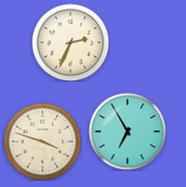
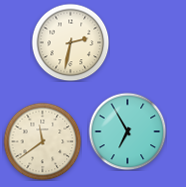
clock at (70, 42): 2:34 -> 2:32
clock at (42, 141): 3:48 -> 11:39
